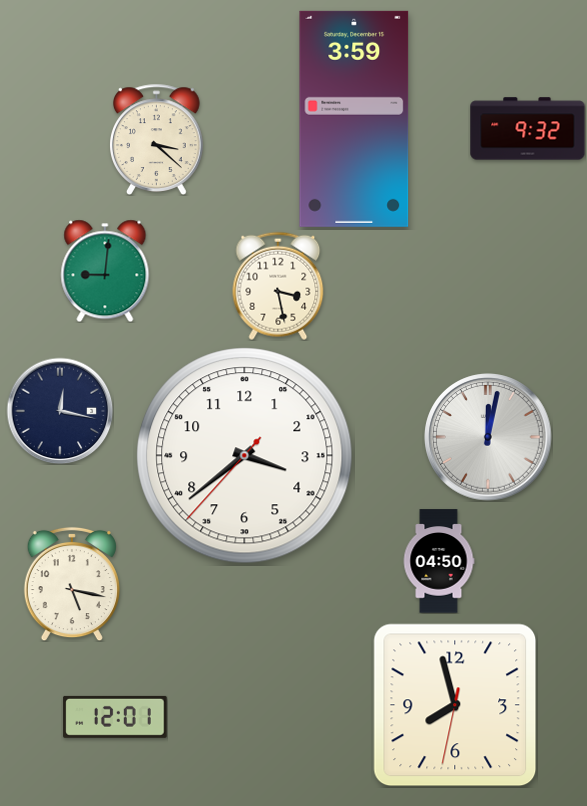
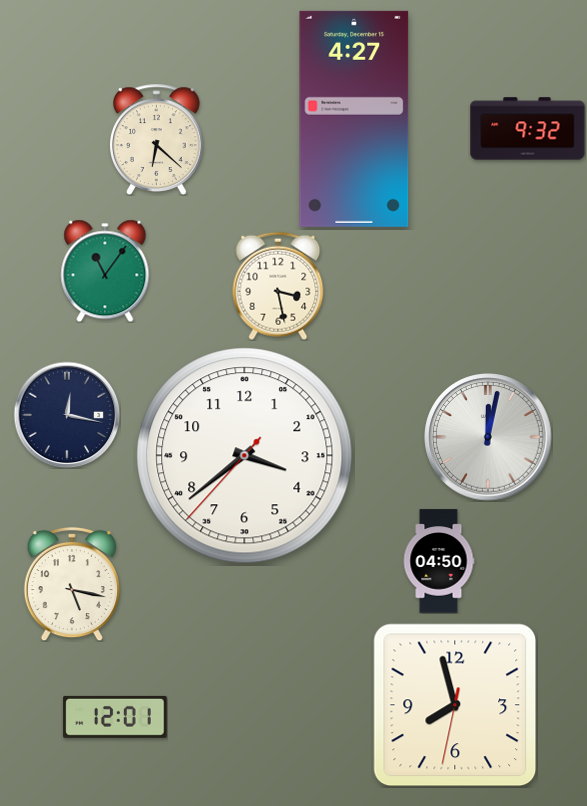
clock at (354, 119): 3:59 -> 4:27
clock at (157, 139): 3:22 -> 6:22
clock at (105, 271): 9:01 -> 11:06
clock at (60, 411) position: (60, 411) -> (67, 415)
